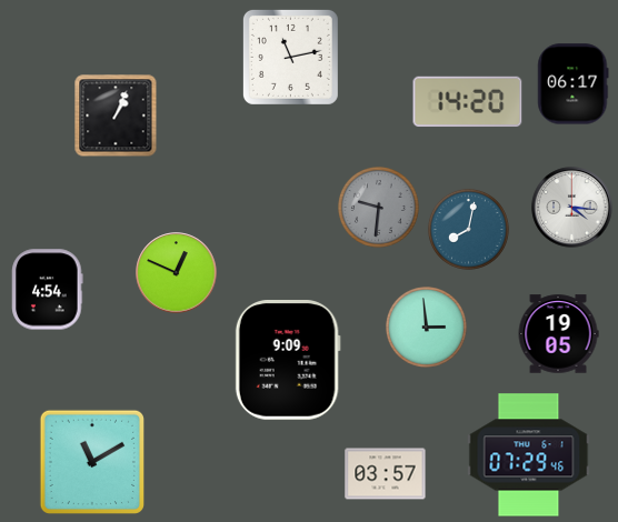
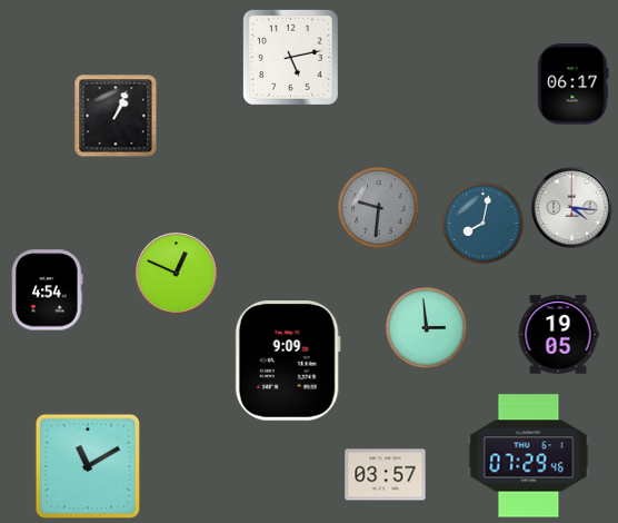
clock at (290, 57): 11:13 -> 5:13
clock at (468, 102): 14:20 -> none
clock at (468, 229) position: (468, 229) -> (482, 223)
clock at (91, 461) position: (91, 461) -> (87, 465)
